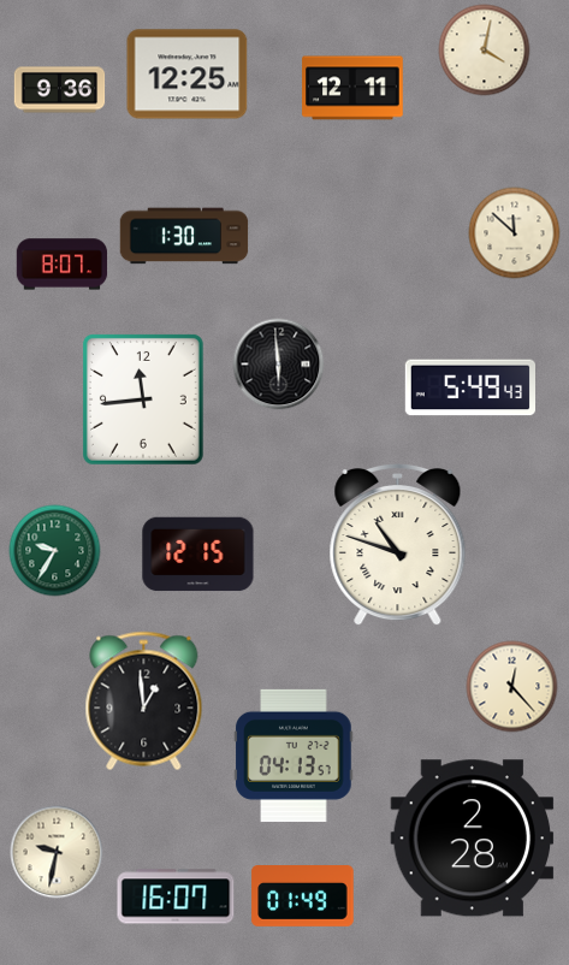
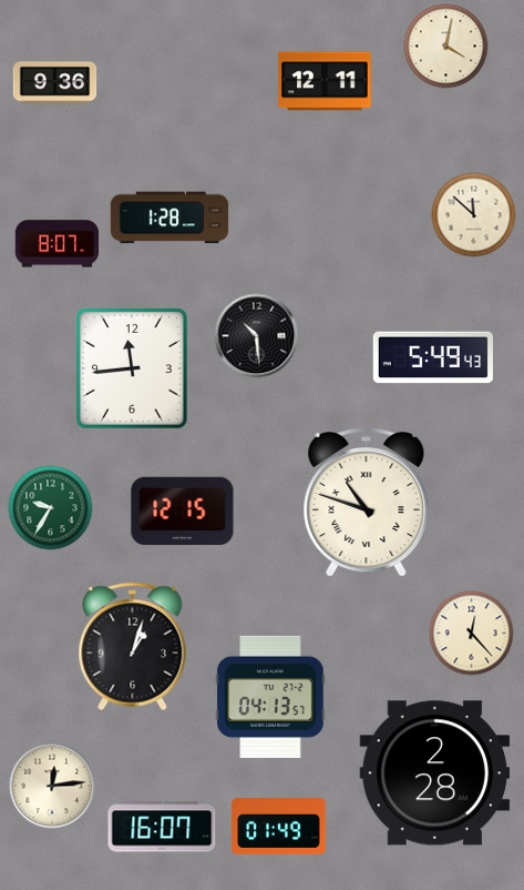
clock at (188, 75): 12:25 -> none
clock at (184, 236): 1:30 -> 1:28
clock at (279, 365): 5:59 -> 10:29
clock at (144, 701): 12:59 -> 1:03
clock at (57, 852): 9:32 -> 12:14
